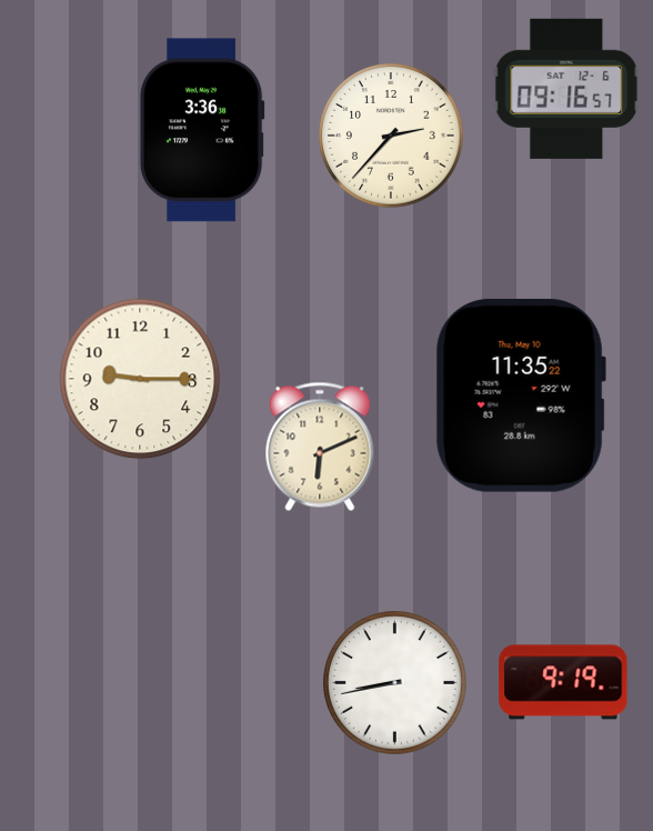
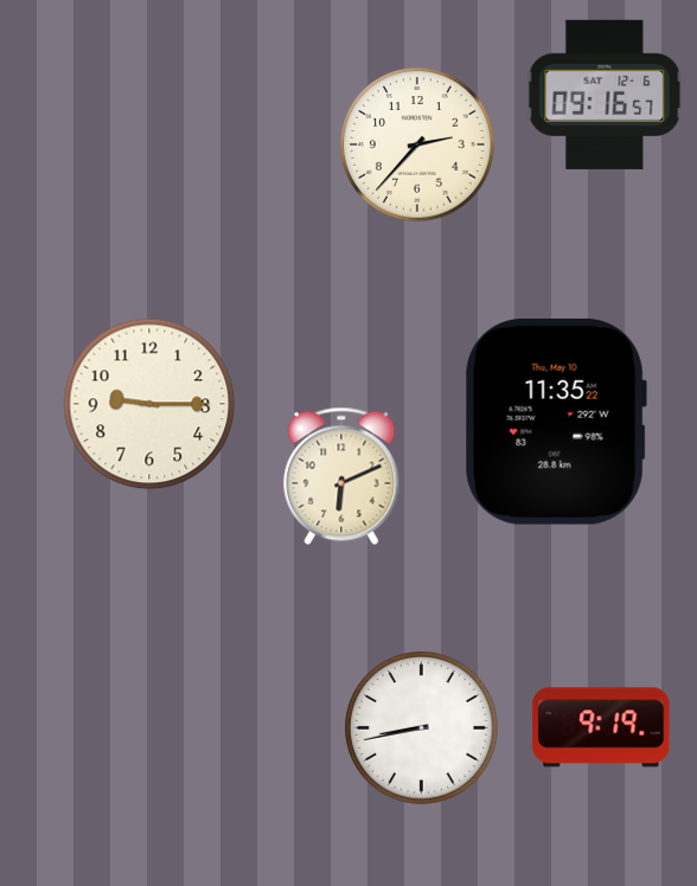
clock at (202, 130): 3:36 -> none
